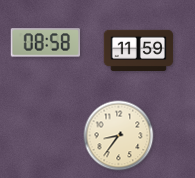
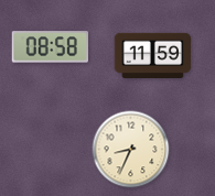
clock at (119, 136): 8:36 -> 8:34
